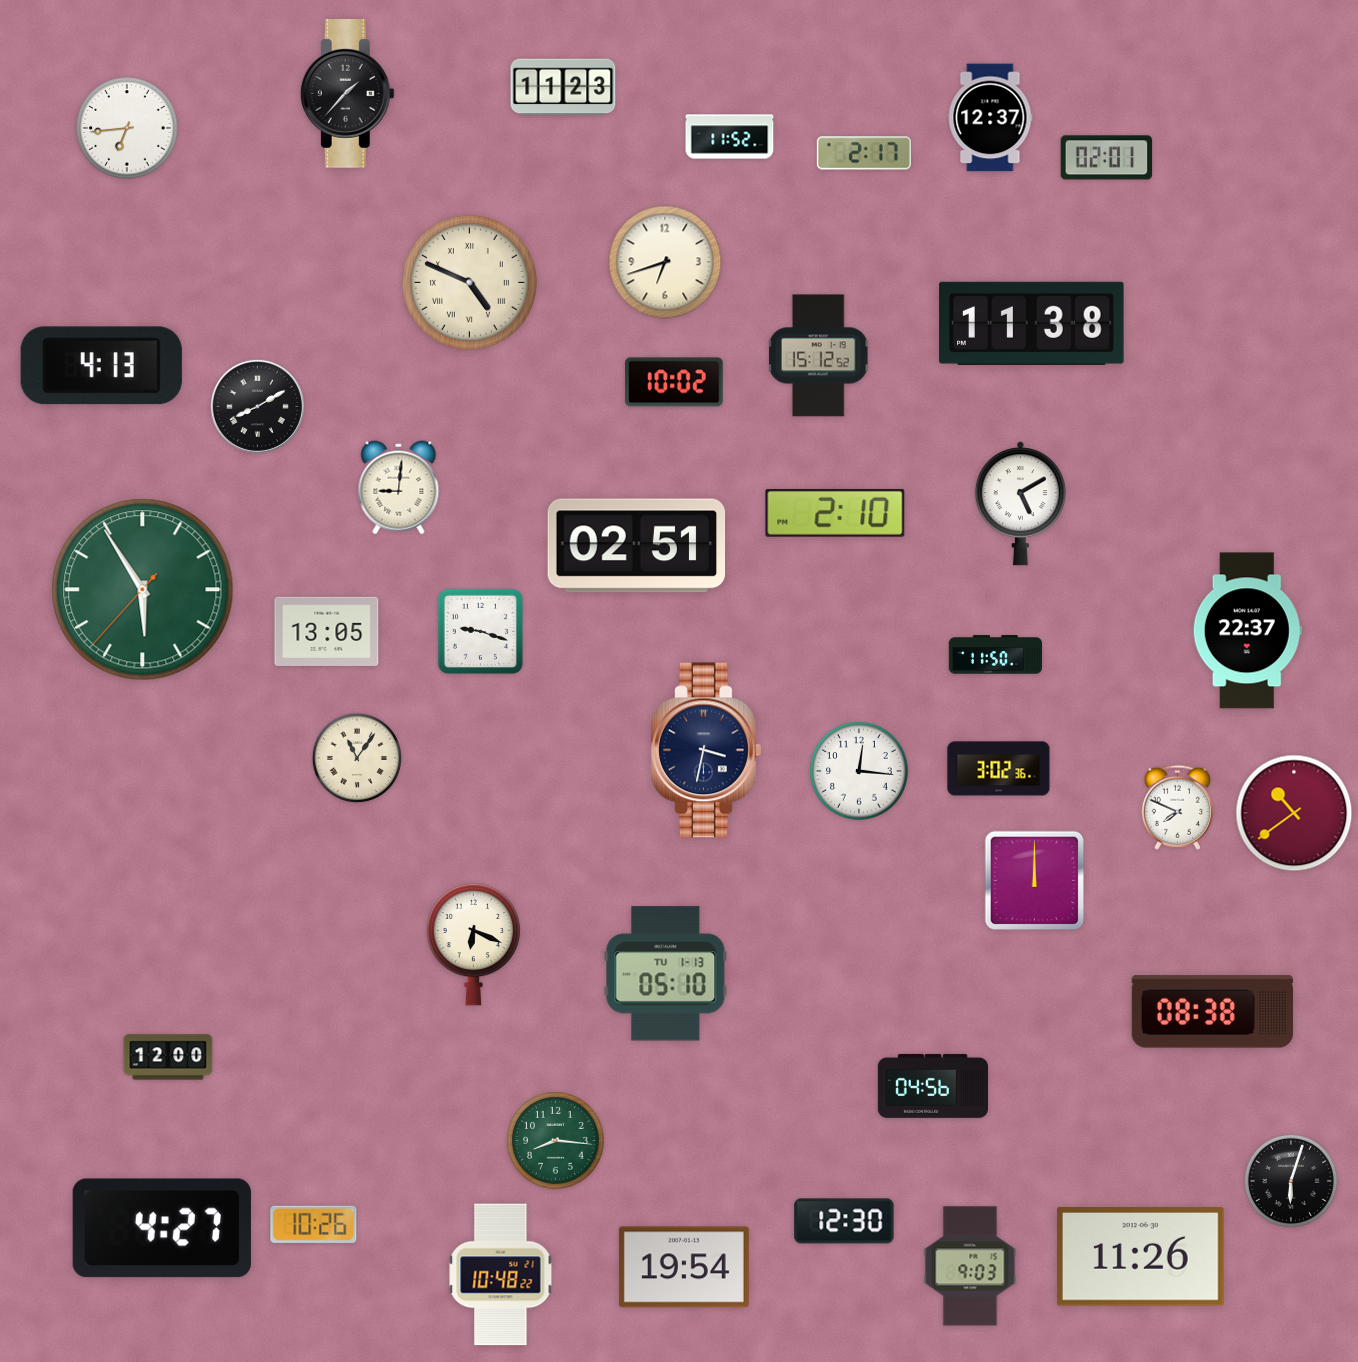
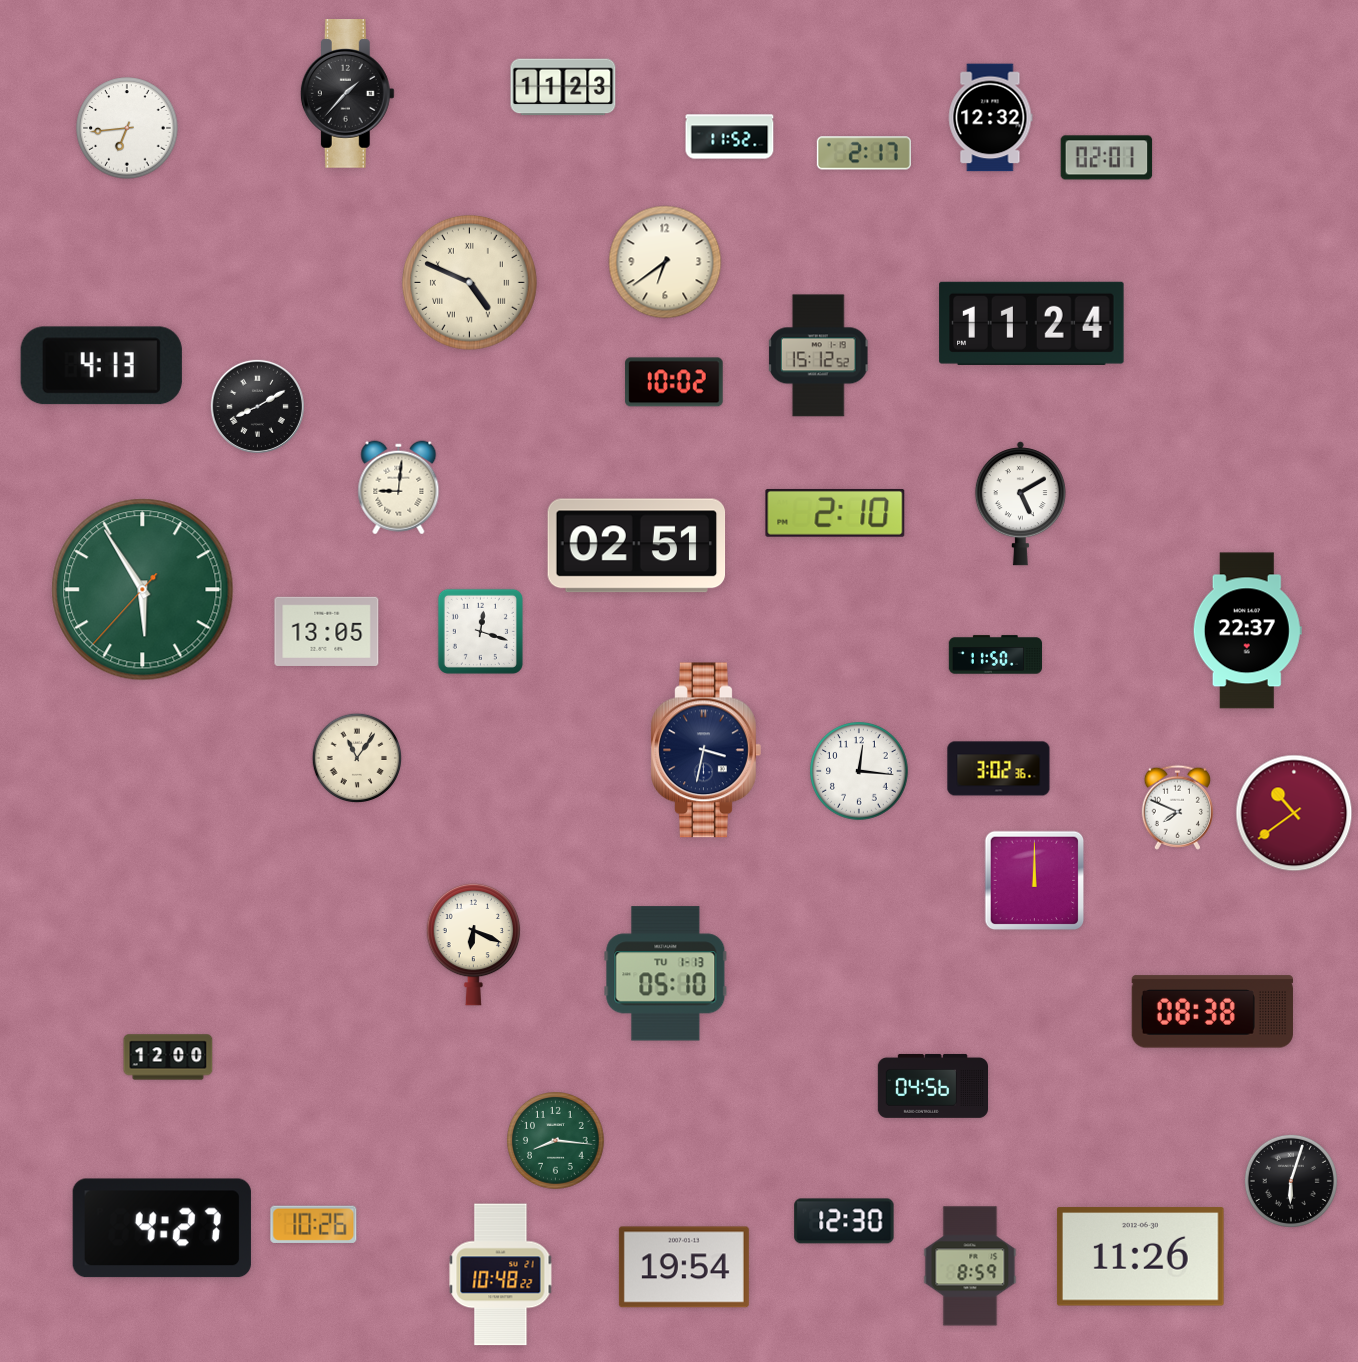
clock at (990, 118): 12:37 -> 12:32
clock at (665, 262): 6:42 -> 6:39
clock at (1032, 323): 11:38 -> 11:24
clock at (480, 631): 9:18 -> 12:18
clock at (970, 1266): 9:03 -> 8:59
